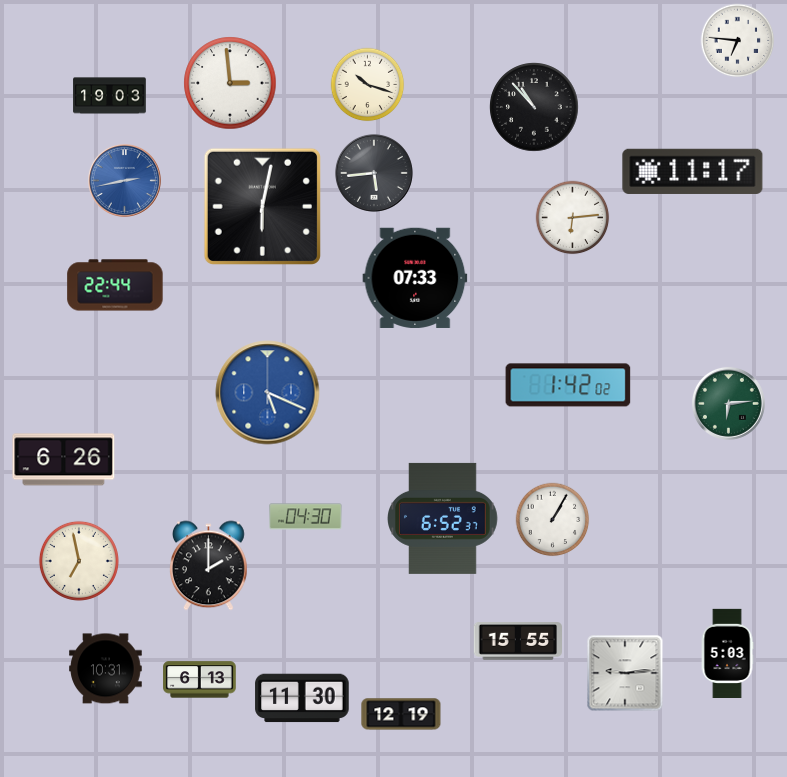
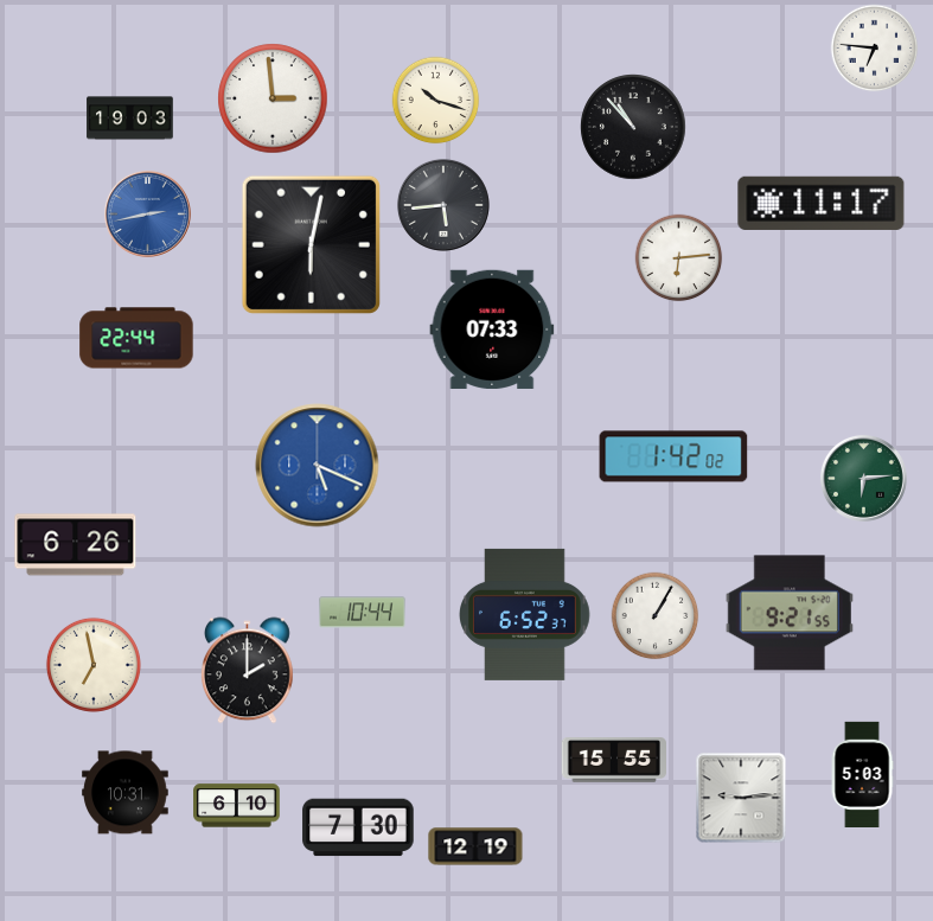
clock at (110, 96) position: (110, 96) -> (130, 119)
clock at (306, 517): 04:30 -> 10:44
clock at (790, 613): none -> 9:21
clock at (200, 680): 6:13 -> 6:10
clock at (302, 698): 11:30 -> 7:30
